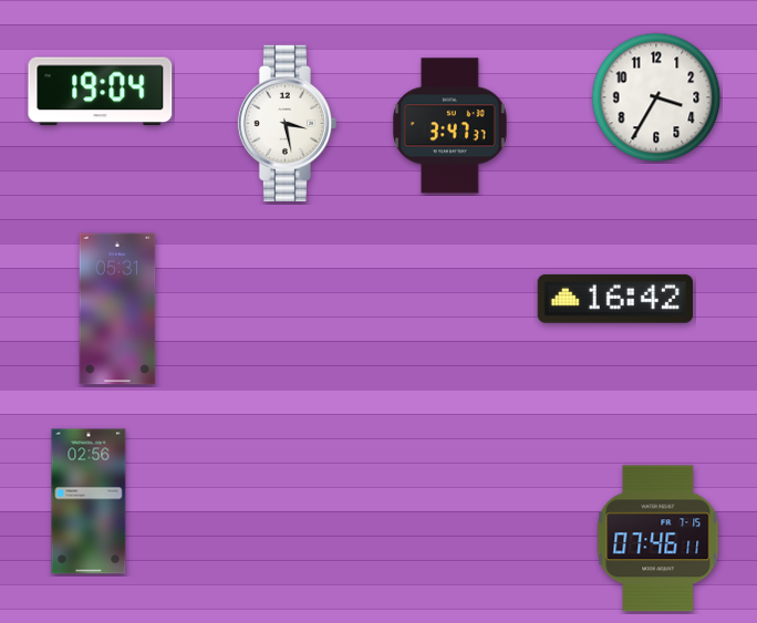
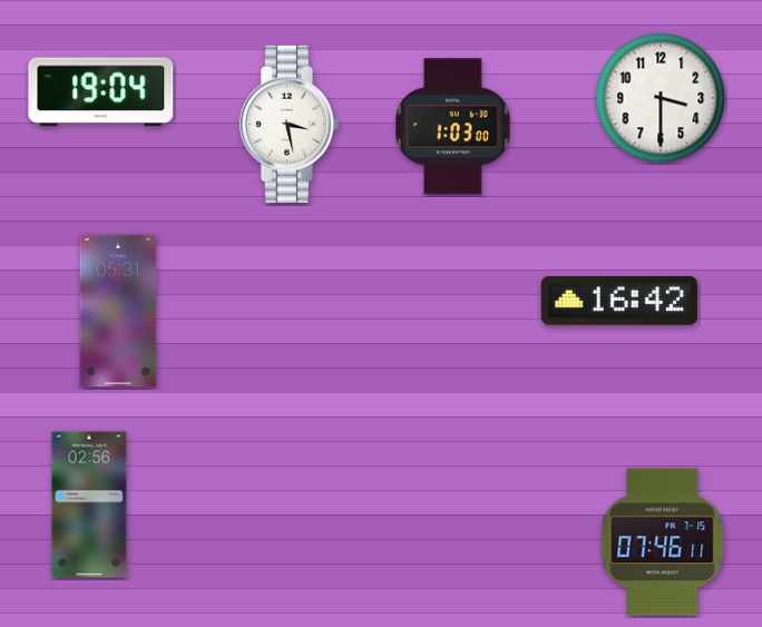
clock at (656, 97): 3:35 -> 3:30
clock at (450, 126): 3:47 -> 1:03
